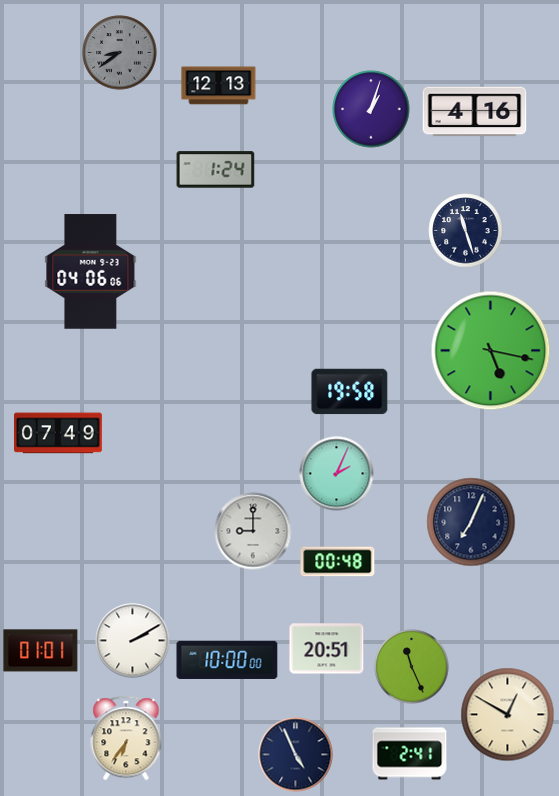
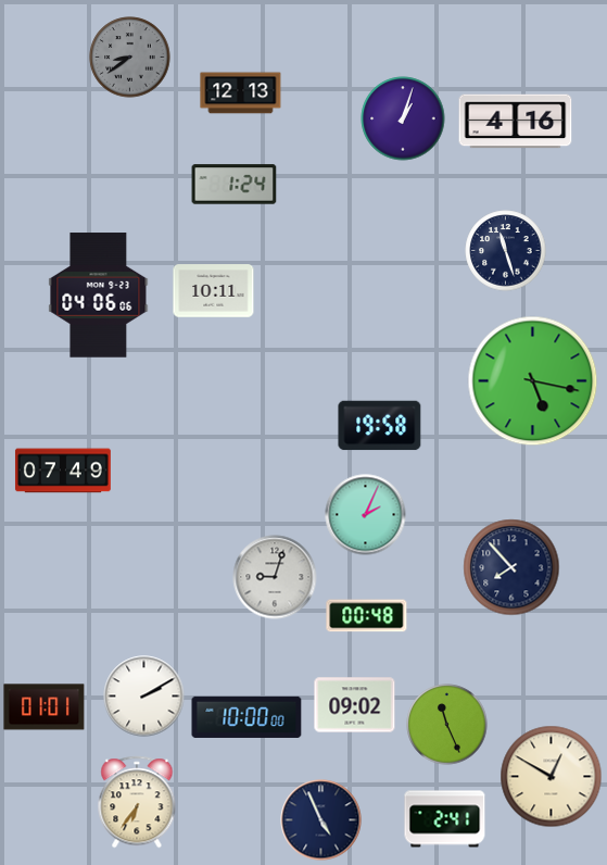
clock at (219, 86) position: (219, 86) -> (241, 93)
clock at (214, 291): none -> 10:11
clock at (471, 522): 7:04 -> 7:53
clock at (253, 531): 9:00 -> 9:03
clock at (338, 562) position: (338, 562) -> (367, 616)
clock at (327, 649): 20:51 -> 09:02
